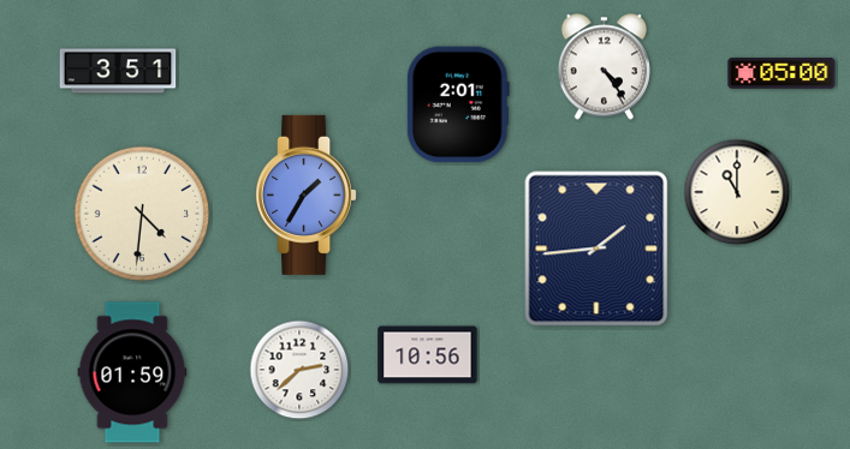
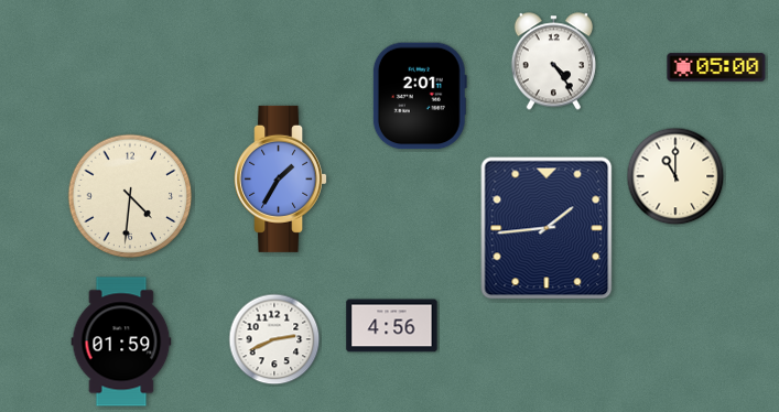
clock at (118, 71): 3:51 -> none
clock at (428, 355): 10:56 -> 4:56
clock at (299, 370): 2:38 -> 2:41
